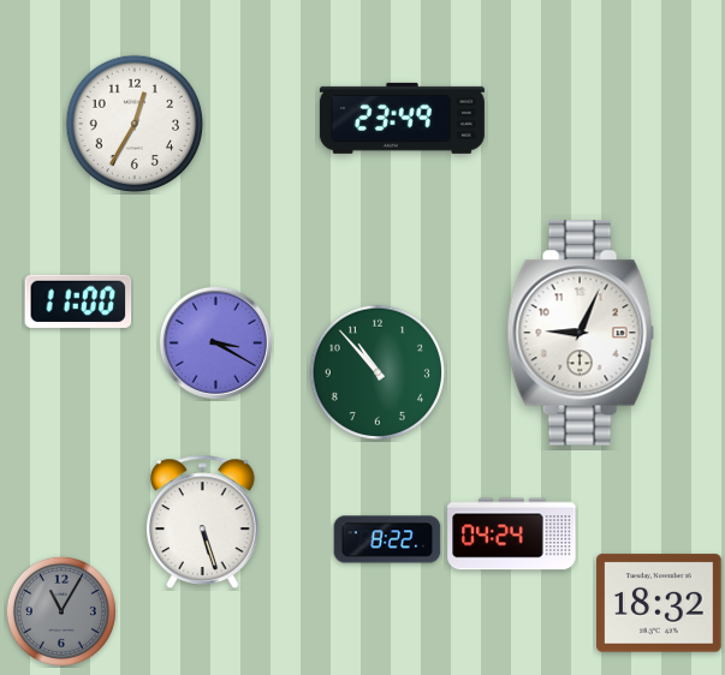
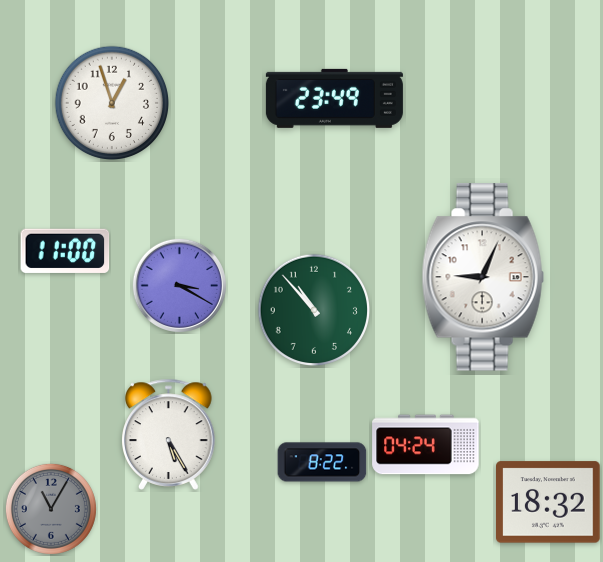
clock at (133, 123): 12:35 -> 12:57
clock at (203, 521): 5:27 -> 5:25
clock at (387, 539) position: (387, 539) -> (322, 462)
